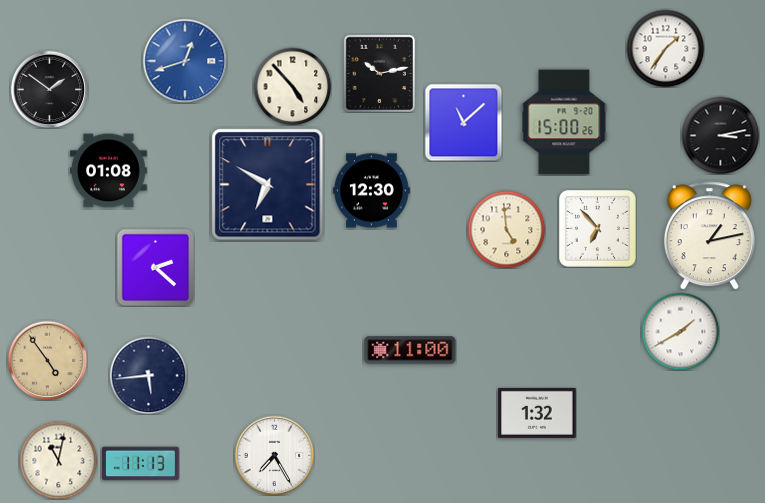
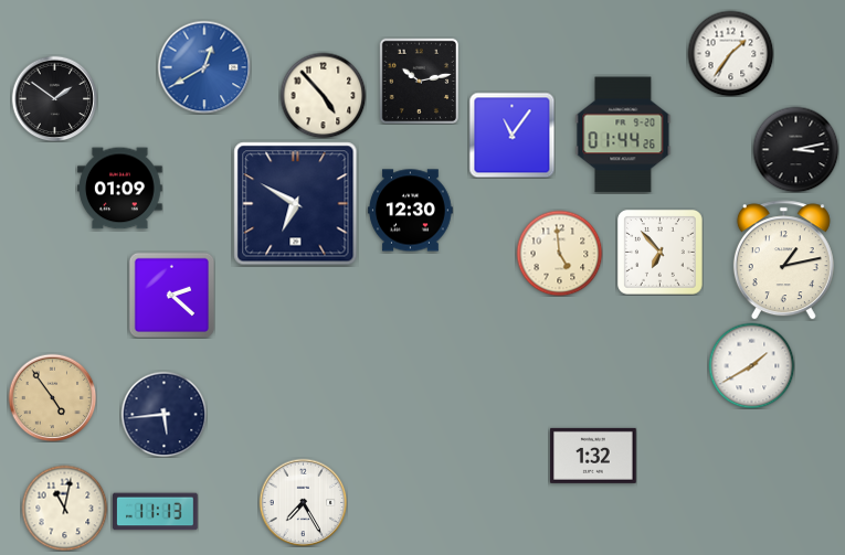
clock at (665, 48) position: (665, 48) -> (730, 53)
clock at (185, 61): 12:42 -> 12:40
clock at (463, 122): 11:08 -> 11:06
clock at (564, 122): 15:00 -> 01:44
clock at (109, 171): 01:08 -> 01:09
clock at (410, 350): 11:00 -> none
